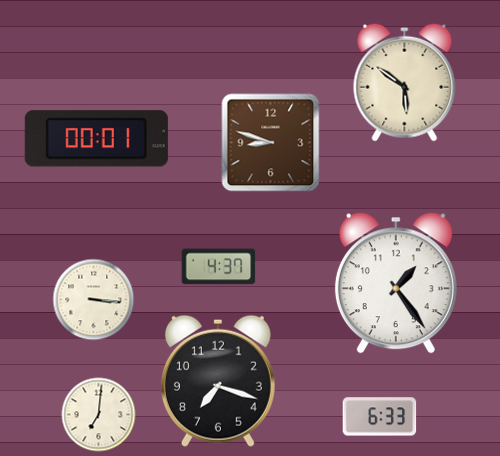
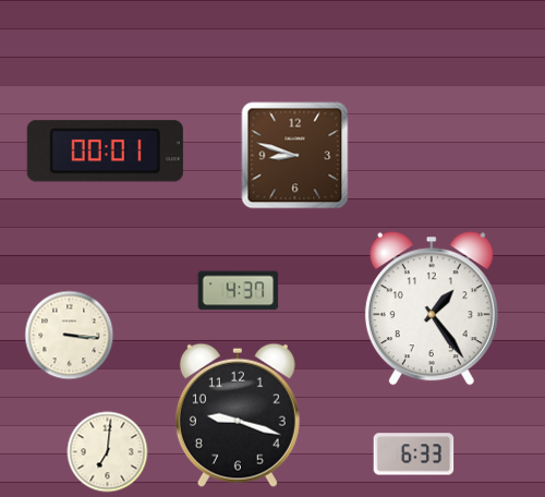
clock at (405, 82): 5:51 -> none
clock at (94, 300) position: (94, 300) -> (70, 336)
clock at (218, 381): 7:18 -> 9:18
